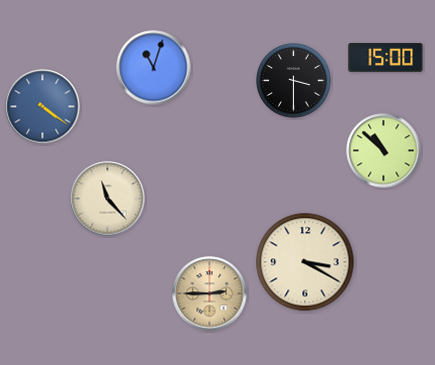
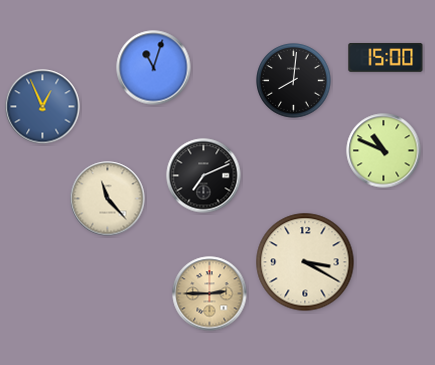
clock at (294, 81): 3:30 -> 8:01
clock at (43, 107): 4:21 -> 12:56
clock at (384, 151): 10:52 -> 10:49
clock at (204, 176): none -> 7:11
